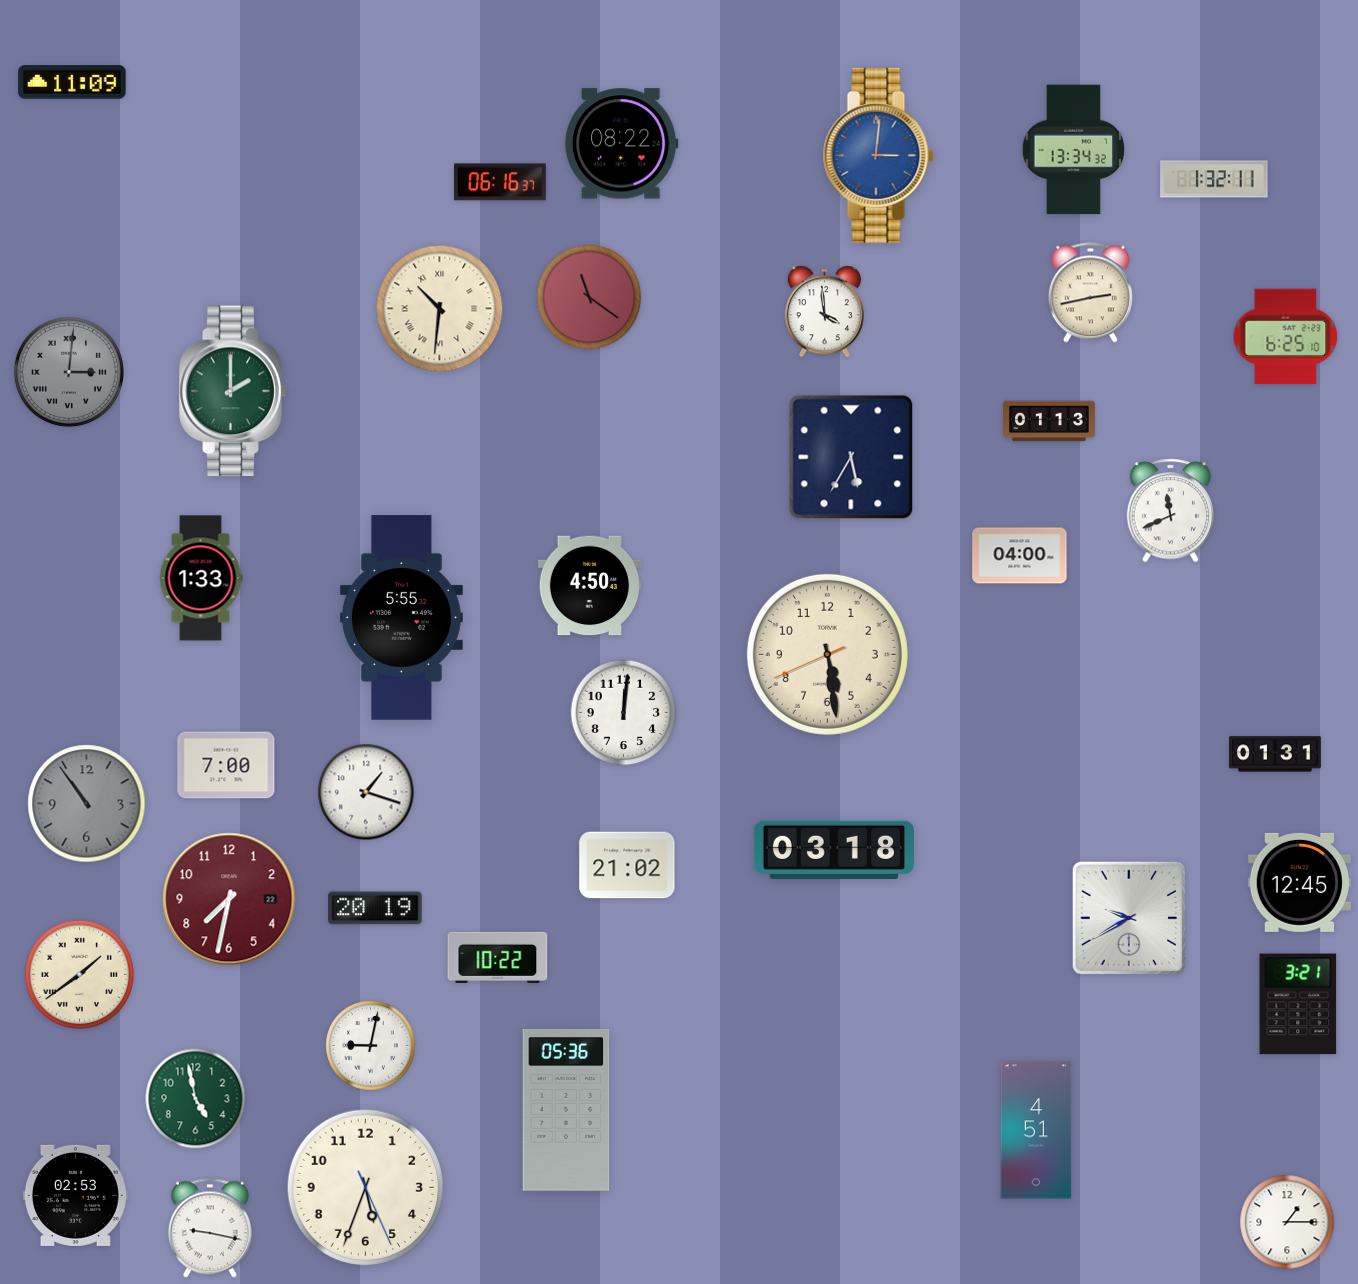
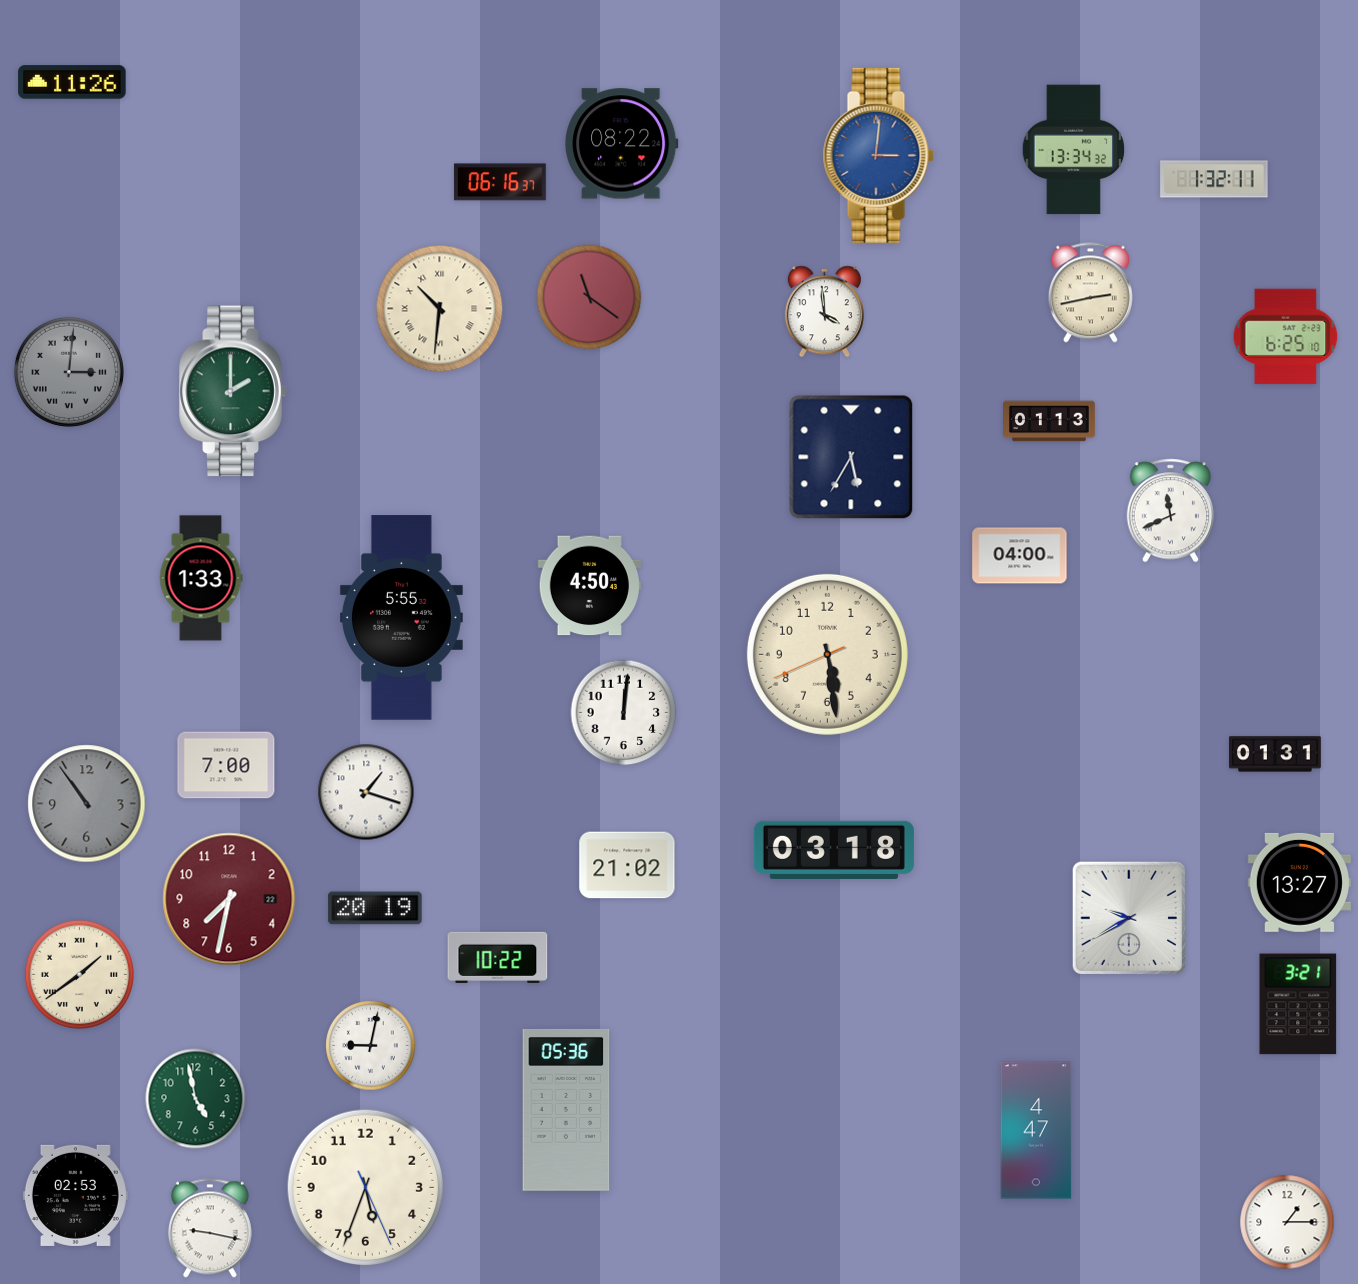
clock at (72, 82): 11:09 -> 11:26
clock at (1299, 882): 12:45 -> 13:27
clock at (1036, 1130): 4:51 -> 4:47
